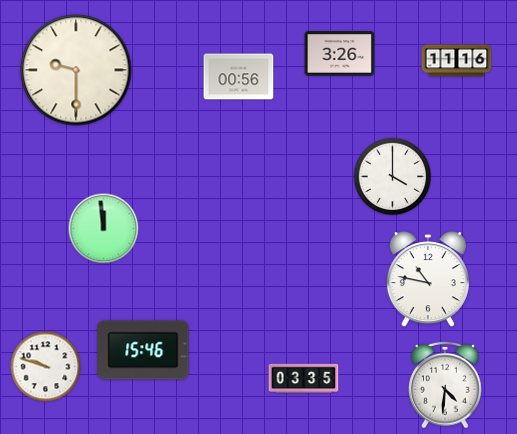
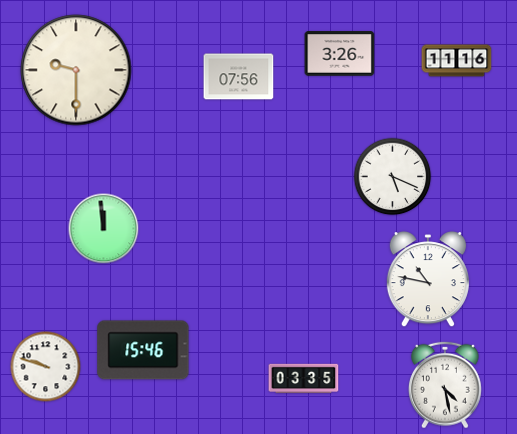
clock at (239, 77): 00:56 -> 07:56
clock at (393, 177): 4:00 -> 5:19
clock at (445, 385): 4:31 -> 4:28
